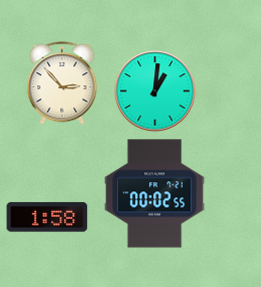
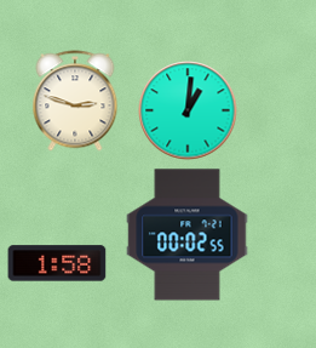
clock at (62, 83): 2:53 -> 2:48
